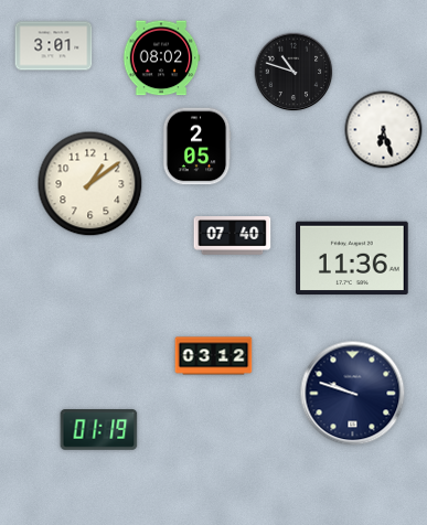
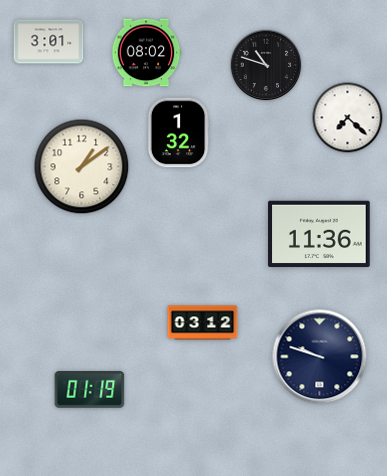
clock at (384, 130): 6:27 -> 7:22
clock at (196, 147): 2:05 -> 1:32
clock at (233, 236): 07:40 -> none
clock at (214, 356) position: (214, 356) -> (203, 323)
